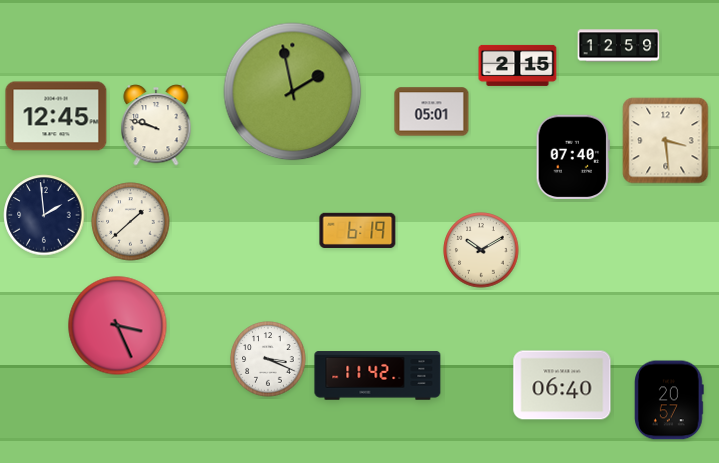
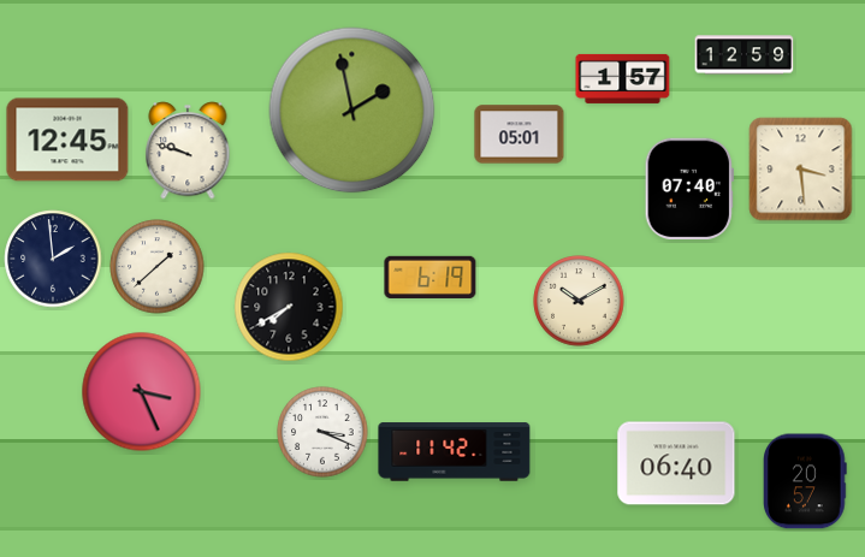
clock at (518, 65): 2:15 -> 1:57
clock at (289, 307): none -> 7:40
